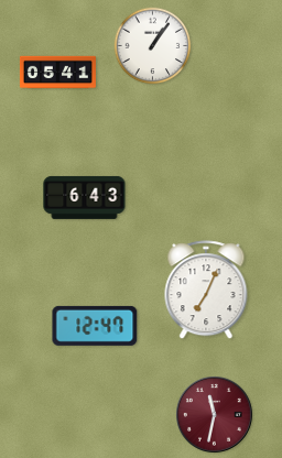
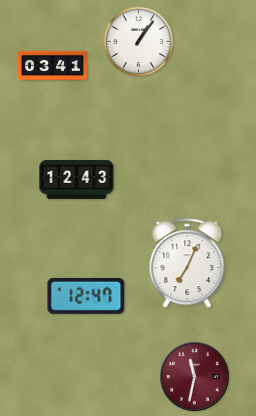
clock at (57, 73): 05:41 -> 03:41
clock at (85, 197): 6:43 -> 12:43
